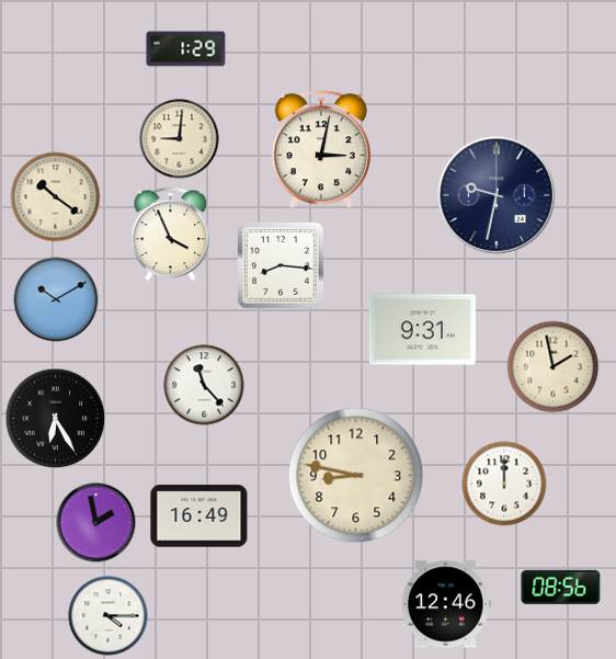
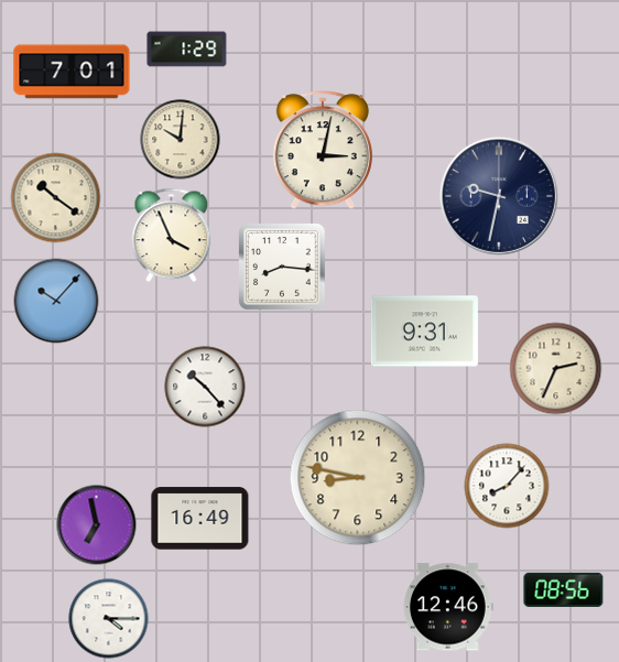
clock at (72, 72): none -> 7:01
clock at (180, 139): 9:01 -> 10:01
clock at (56, 299): 10:10 -> 10:07
clock at (554, 367): 1:58 -> 2:34
clock at (204, 385): 11:23 -> 10:23
clock at (56, 419): 6:25 -> none
clock at (504, 484): 12:00 -> 8:07
clock at (96, 523): 1:58 -> 6:58
